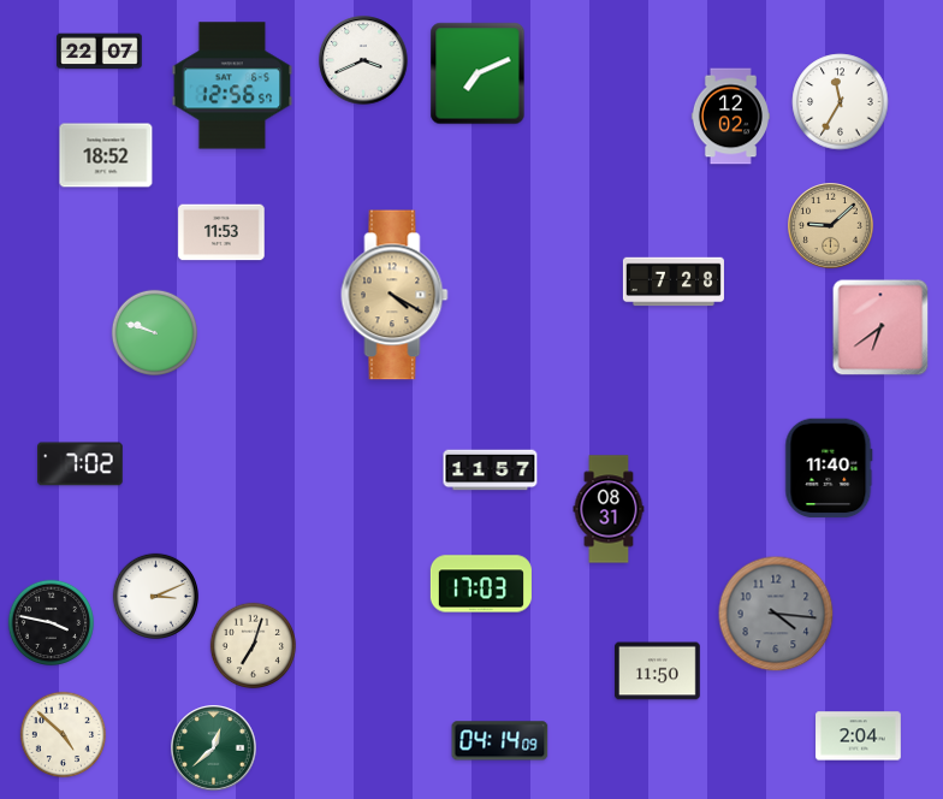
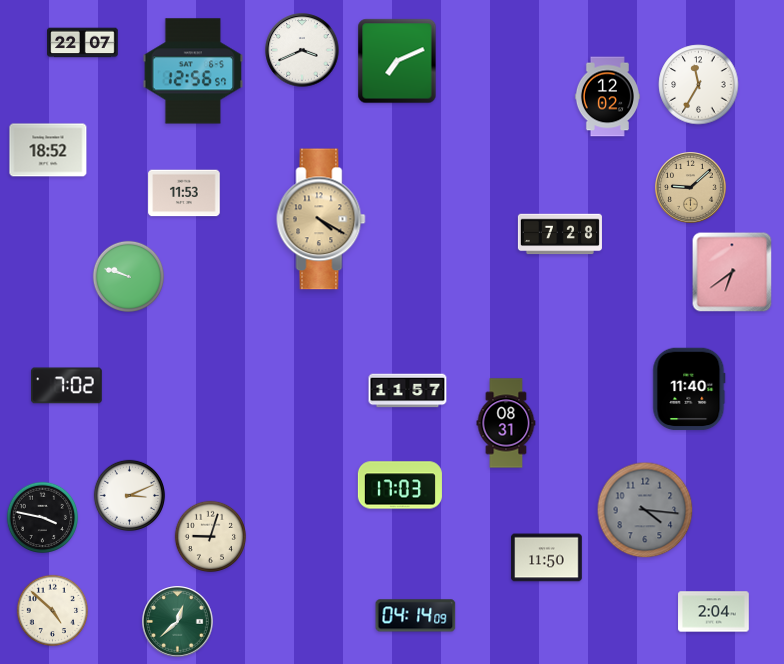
clock at (106, 155) position: (106, 155) -> (48, 150)
clock at (395, 295) position: (395, 295) -> (321, 219)
clock at (254, 646): 7:03 -> 9:03
